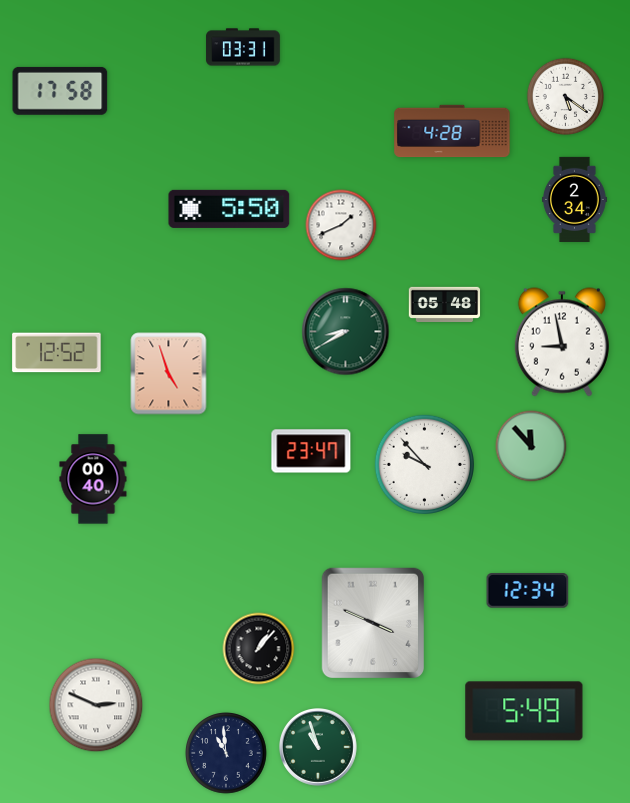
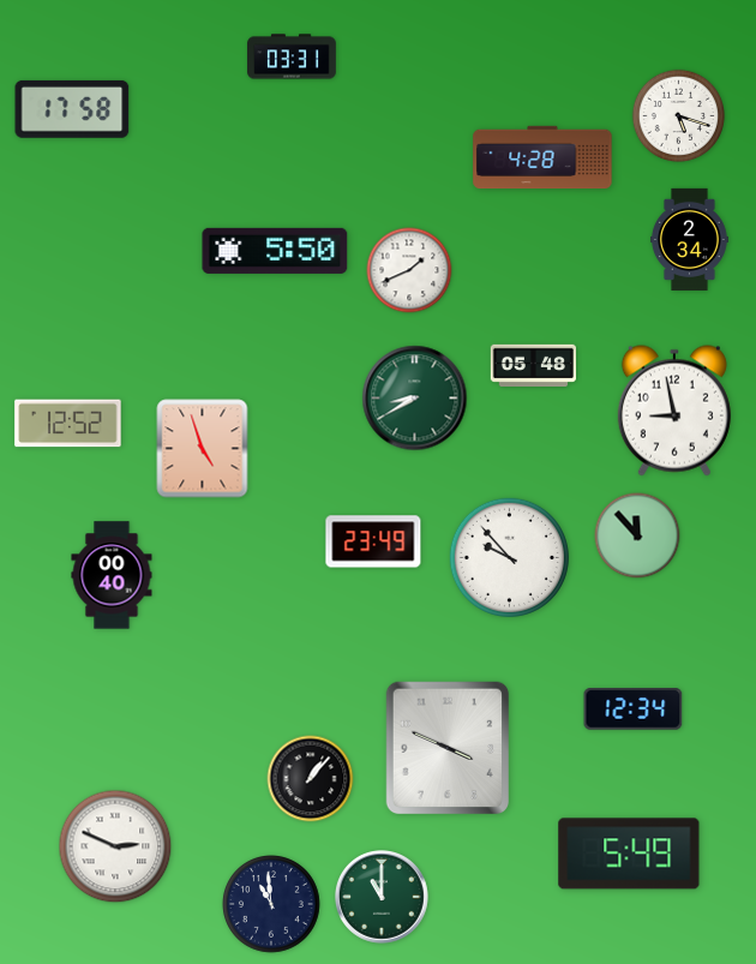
clock at (565, 96): 5:21 -> 5:18
clock at (311, 451): 23:47 -> 23:49
clock at (319, 748): 10:57 -> 11:00
